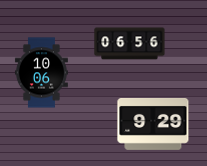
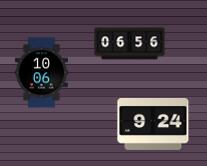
clock at (153, 124): 9:29 -> 9:24
